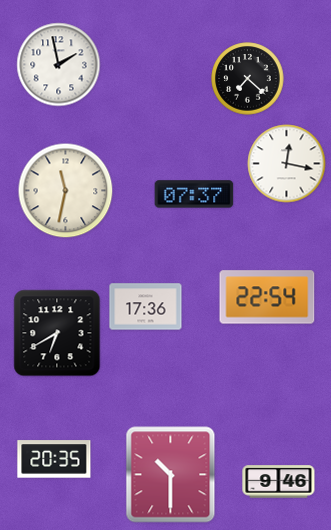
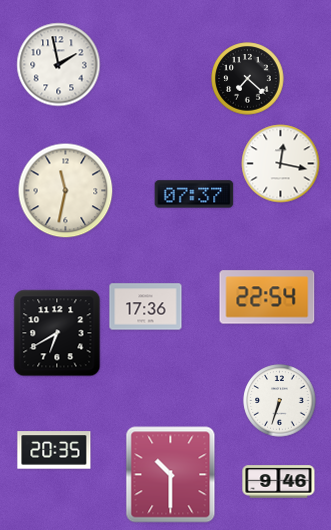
clock at (287, 164) position: (287, 164) -> (281, 164)
clock at (280, 401): none -> 6:33
clock at (54, 459) position: (54, 459) -> (54, 450)
